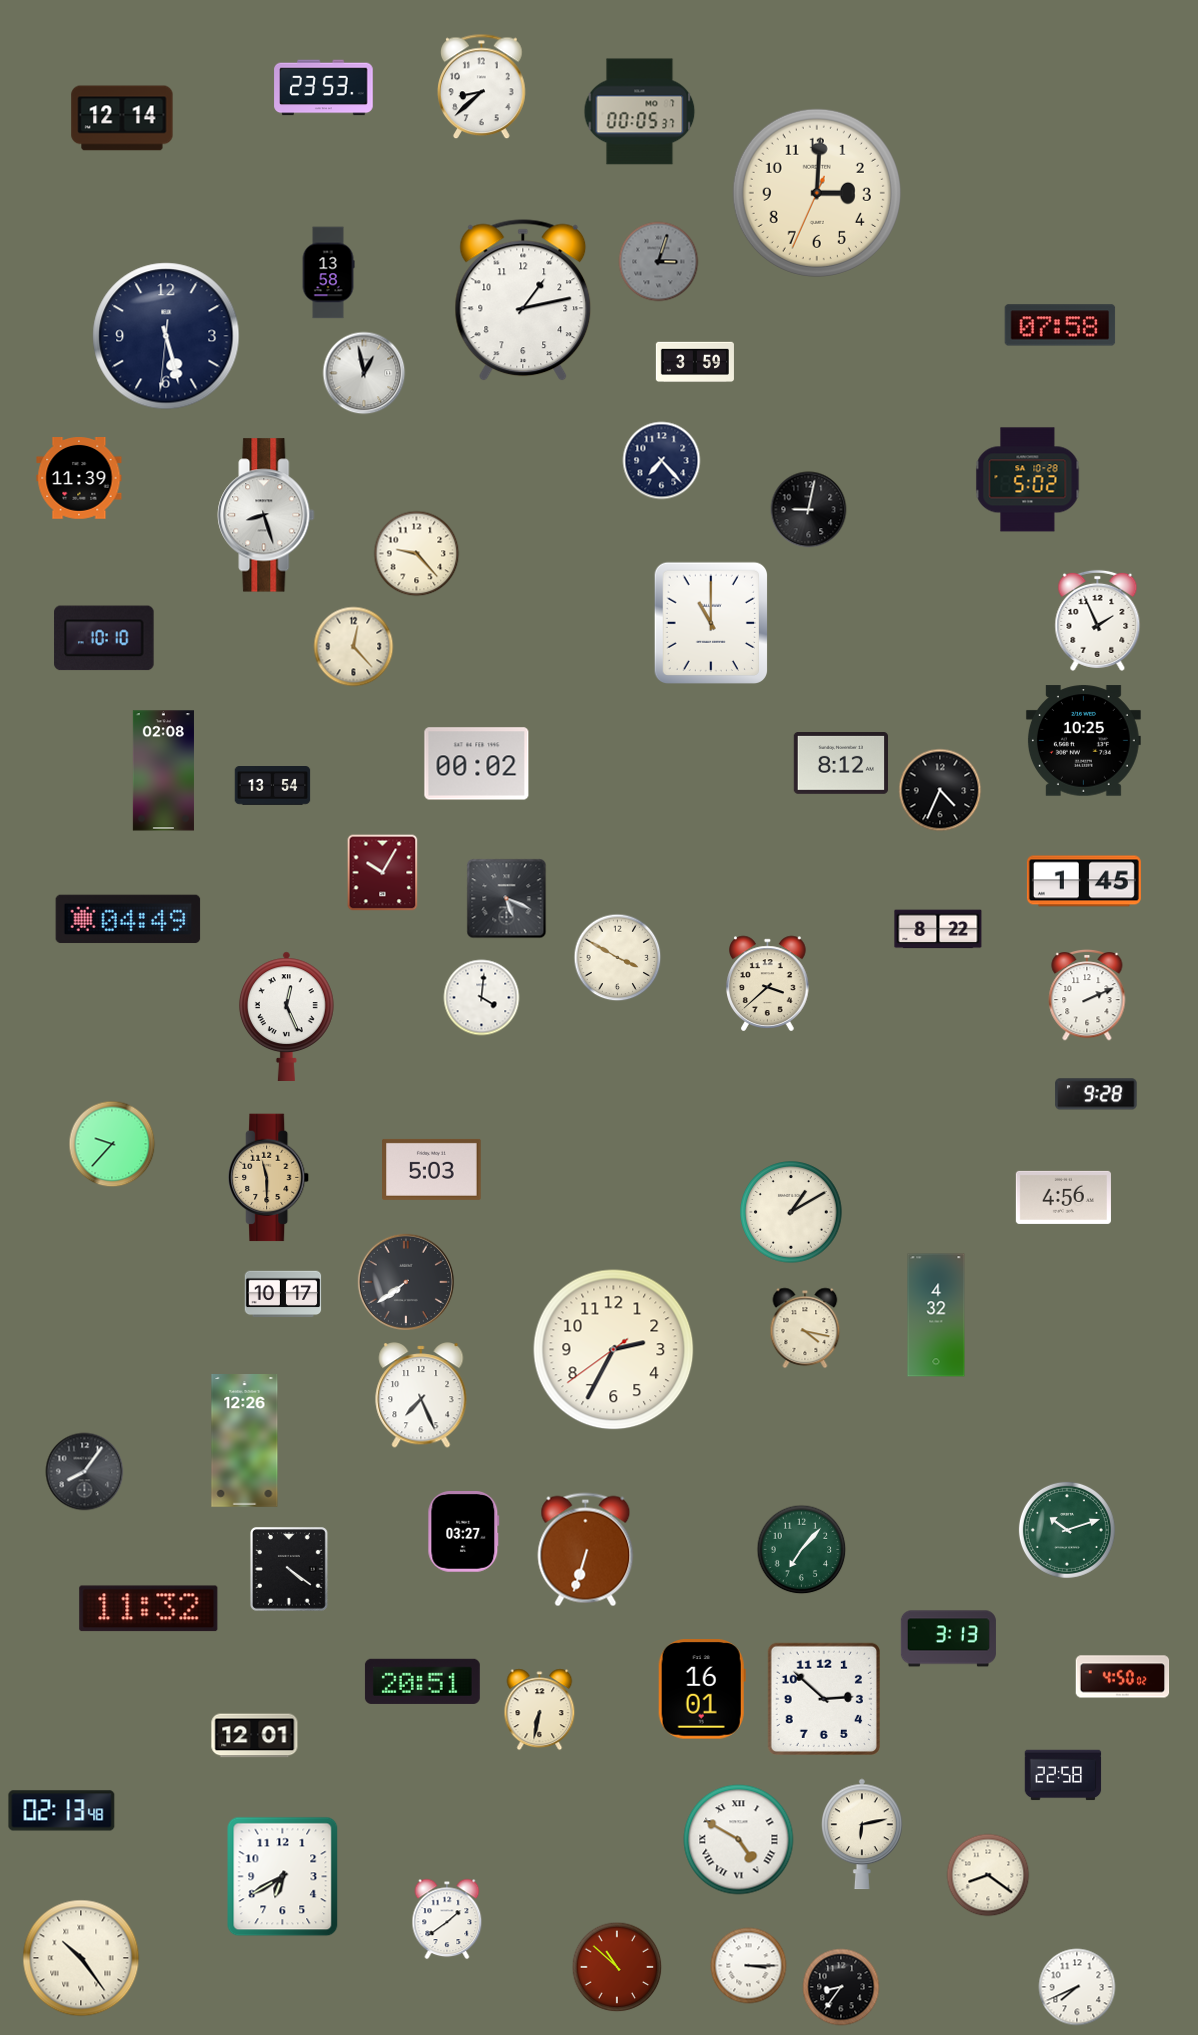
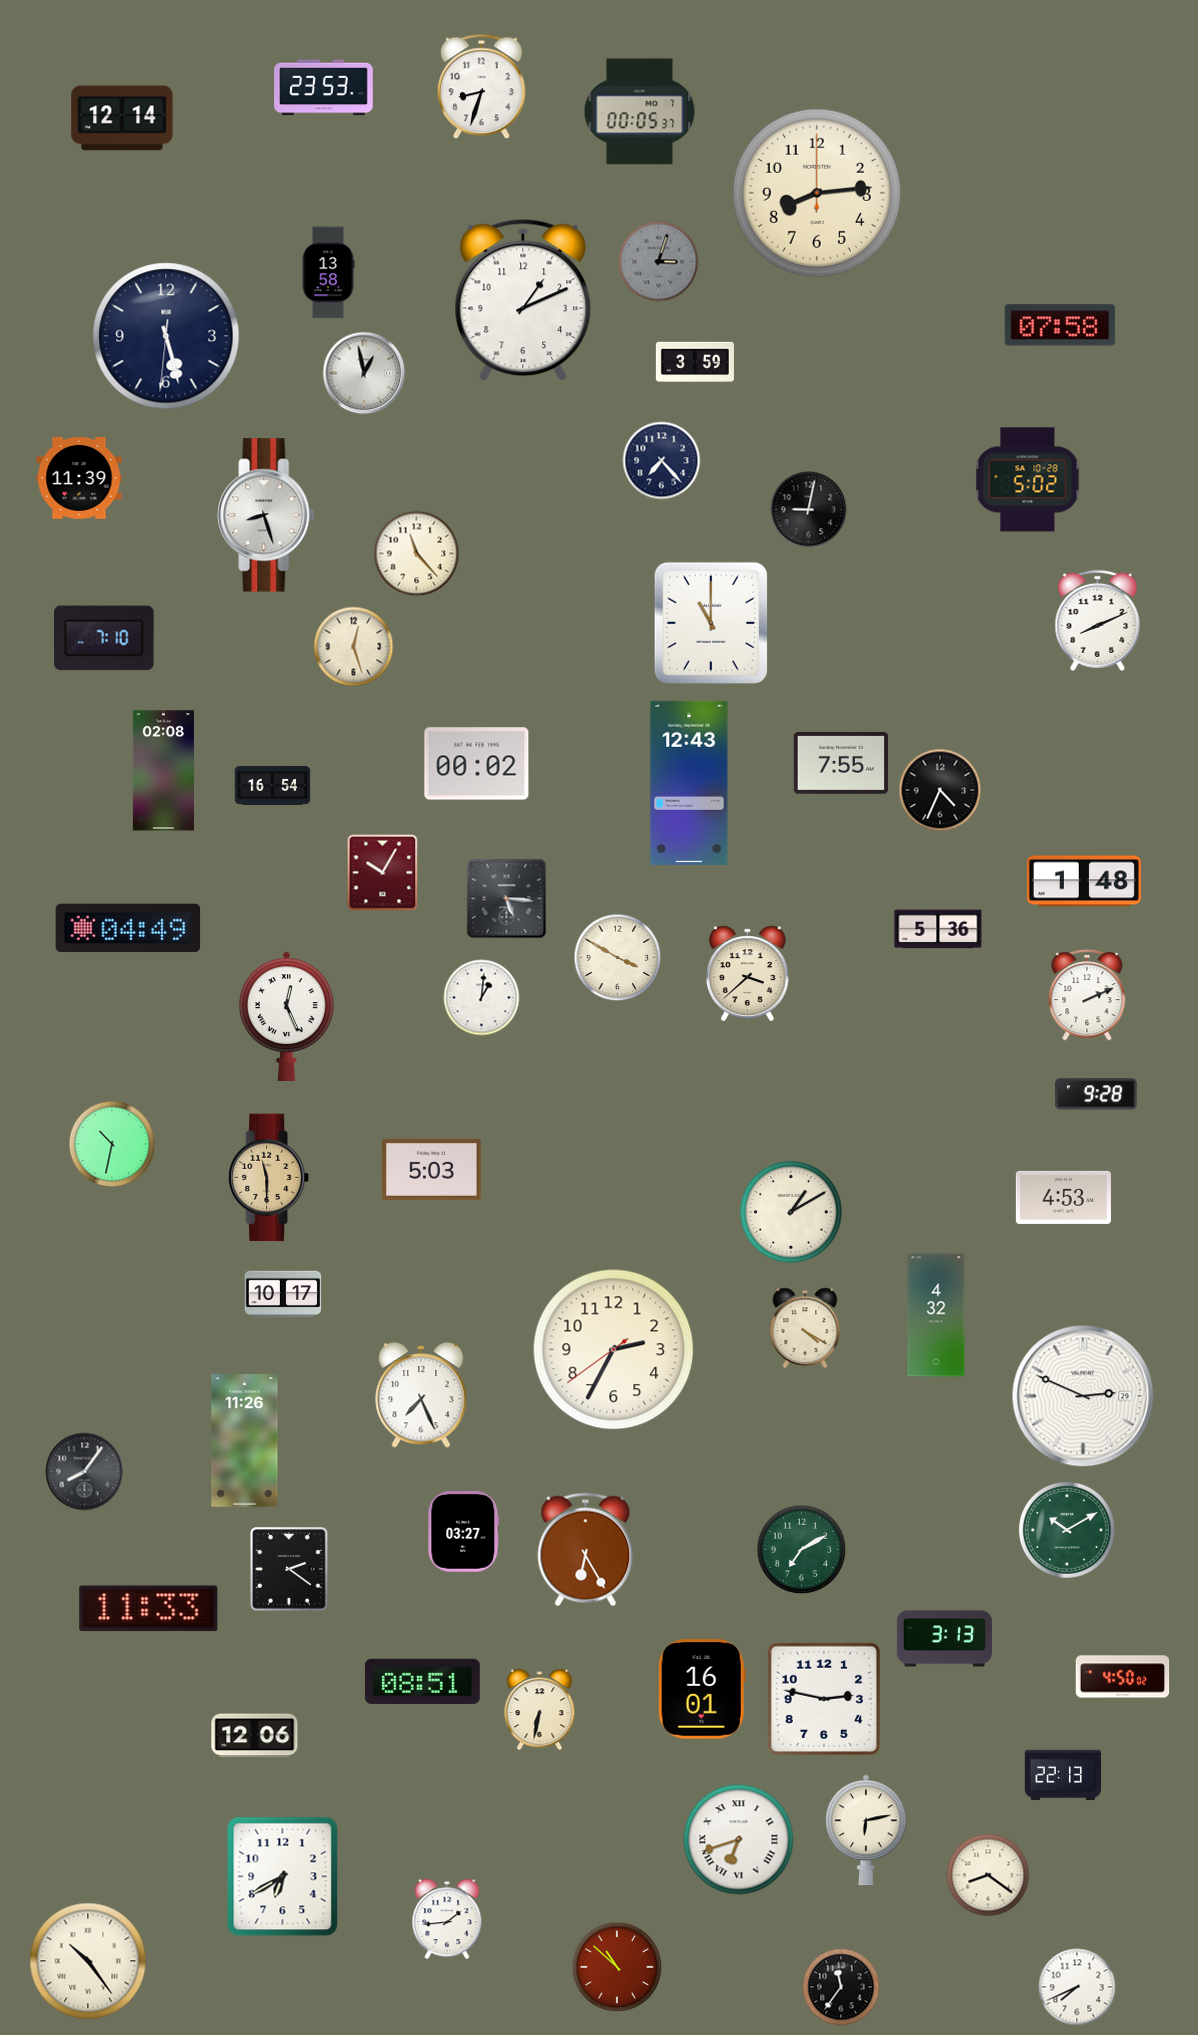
clock at (482, 87): 8:38 -> 8:33
clock at (817, 193): 3:00 -> 8:14
clock at (523, 300): 1:13 -> 1:11
clock at (417, 554): 9:23 -> 11:23
clock at (1098, 620): 1:56 -> 8:11
clock at (104, 638): 10:10 -> 7:10
clock at (354, 647): 12:23 -> 12:27
clock at (1083, 741): 10:25 -> none
clock at (840, 764): 8:12 -> 7:55
clock at (689, 783): none -> 12:43
clock at (273, 786): 13:54 -> 16:54
clock at (1084, 881): 1:45 -> 1:48
clock at (507, 899): 5:19 -> 5:16
clock at (128, 919) position: (128, 919) -> (128, 928)
clock at (938, 929): 8:22 -> 5:36
clock at (768, 984) position: (768, 984) -> (748, 974)
clock at (482, 998): 4:01 -> 1:01
clock at (112, 1144): 9:37 -> 10:32
clock at (1063, 1197): 4:56 -> 4:53
clock at (406, 1282): 7:39 -> none
clock at (805, 1328): 4:17 -> 4:20
clock at (1083, 1396): none -> 2:49
clock at (245, 1441): 12:26 -> 11:26
clock at (1067, 1530): 10:12 -> 10:10
clock at (586, 1550): 6:33 -> 6:25
clock at (802, 1550): 7:07 -> 7:10
clock at (290, 1570): 4:21 -> 2:21
clock at (149, 1609): 11:32 -> 11:33
clock at (948, 1639) position: (948, 1639) -> (944, 1639)
clock at (422, 1681): 20:51 -> 08:51
clock at (824, 1699): 2:52 -> 2:47
clock at (255, 1736): 12:01 -> 12:06
clock at (1063, 1775): 22:58 -> 22:13
clock at (62, 1811): 02:13 -> none
clock at (862, 1834) position: (862, 1834) -> (866, 1830)
clock at (739, 1840): 4:50 -> 6:42
clock at (447, 1919): 1:39 -> 1:44
clock at (81, 1958) position: (81, 1958) -> (88, 1961)
clock at (749, 1966): 3:15 -> none
clock at (841, 1987): 8:36 -> 11:36
